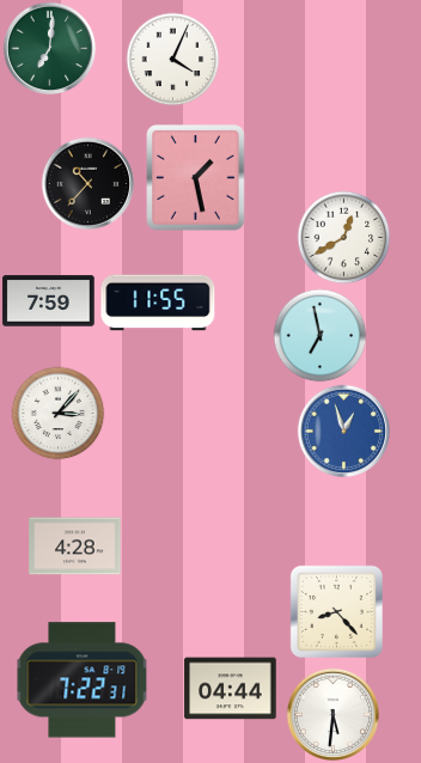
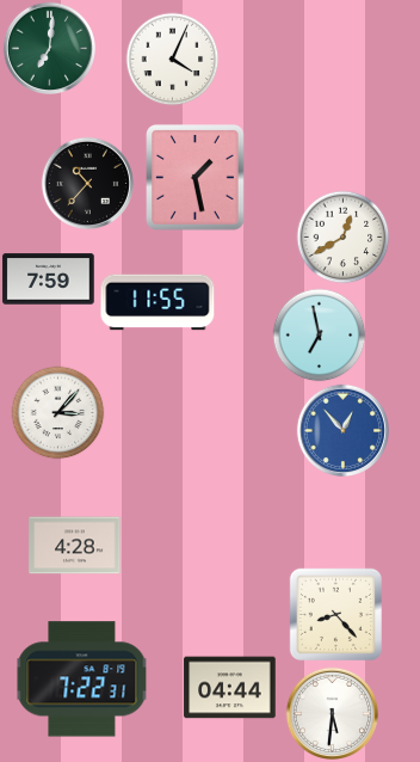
clock at (49, 301) position: (49, 301) -> (49, 279)
clock at (343, 431): 12:57 -> 12:53
clock at (336, 611) position: (336, 611) -> (335, 614)
